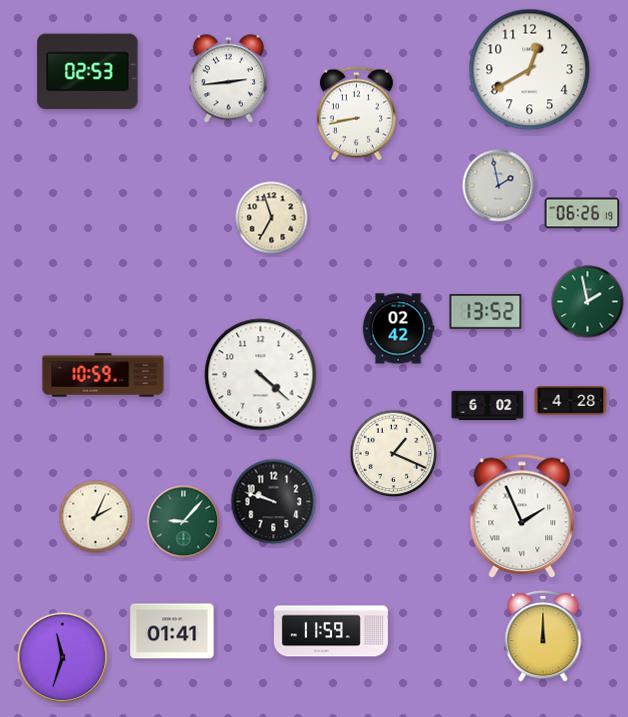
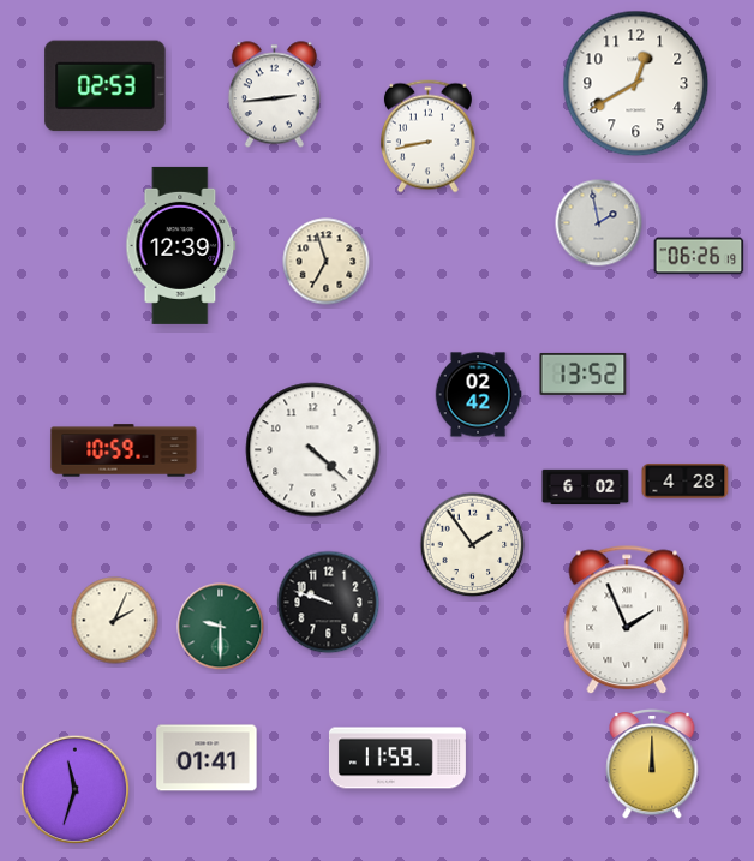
clock at (181, 245): none -> 12:39
clock at (588, 302): 1:58 -> none
clock at (394, 454): 1:19 -> 1:54
clock at (184, 522): 9:07 -> 9:30
